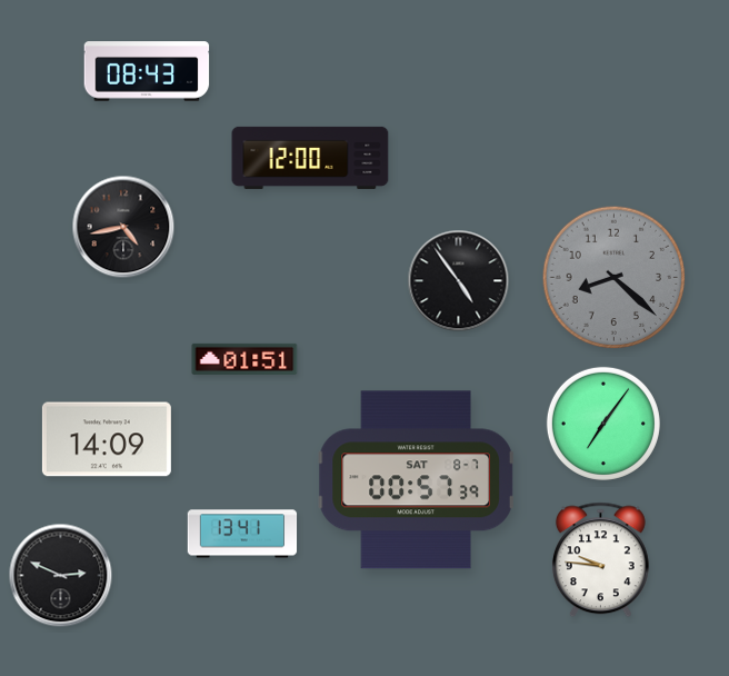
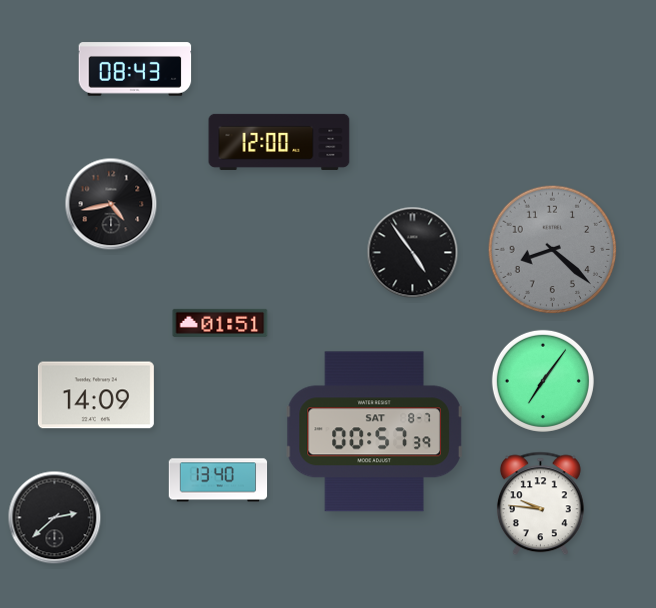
clock at (147, 71) position: (147, 71) -> (135, 69)
clock at (242, 534): 13:41 -> 13:40
clock at (61, 576): 2:49 -> 2:38
